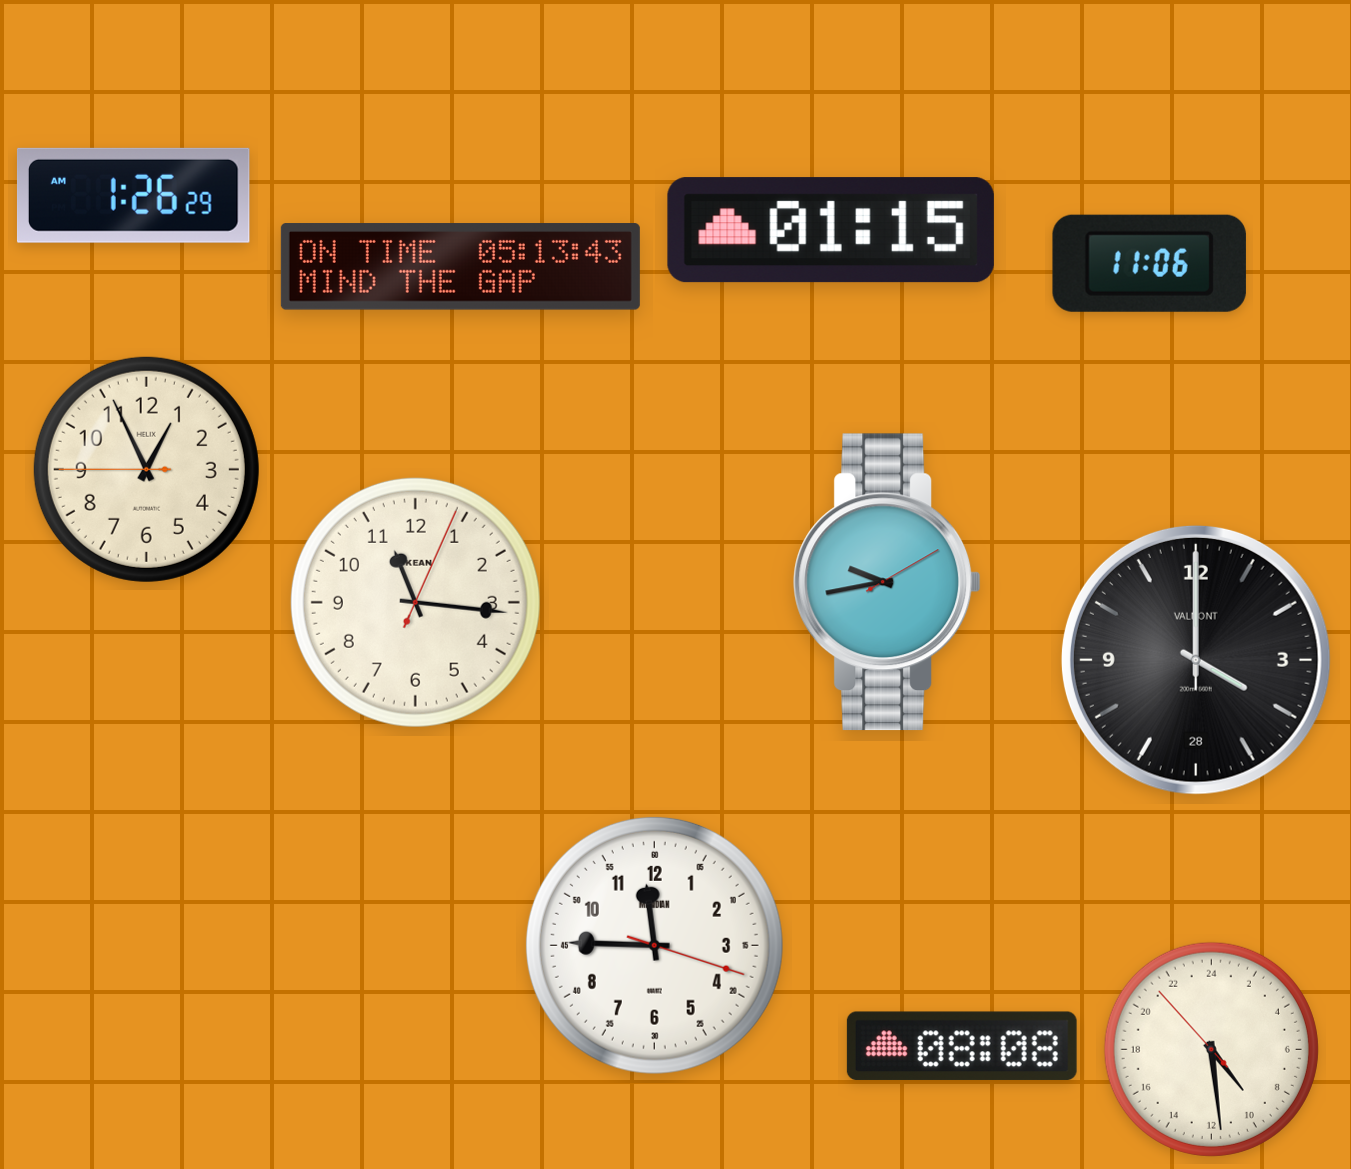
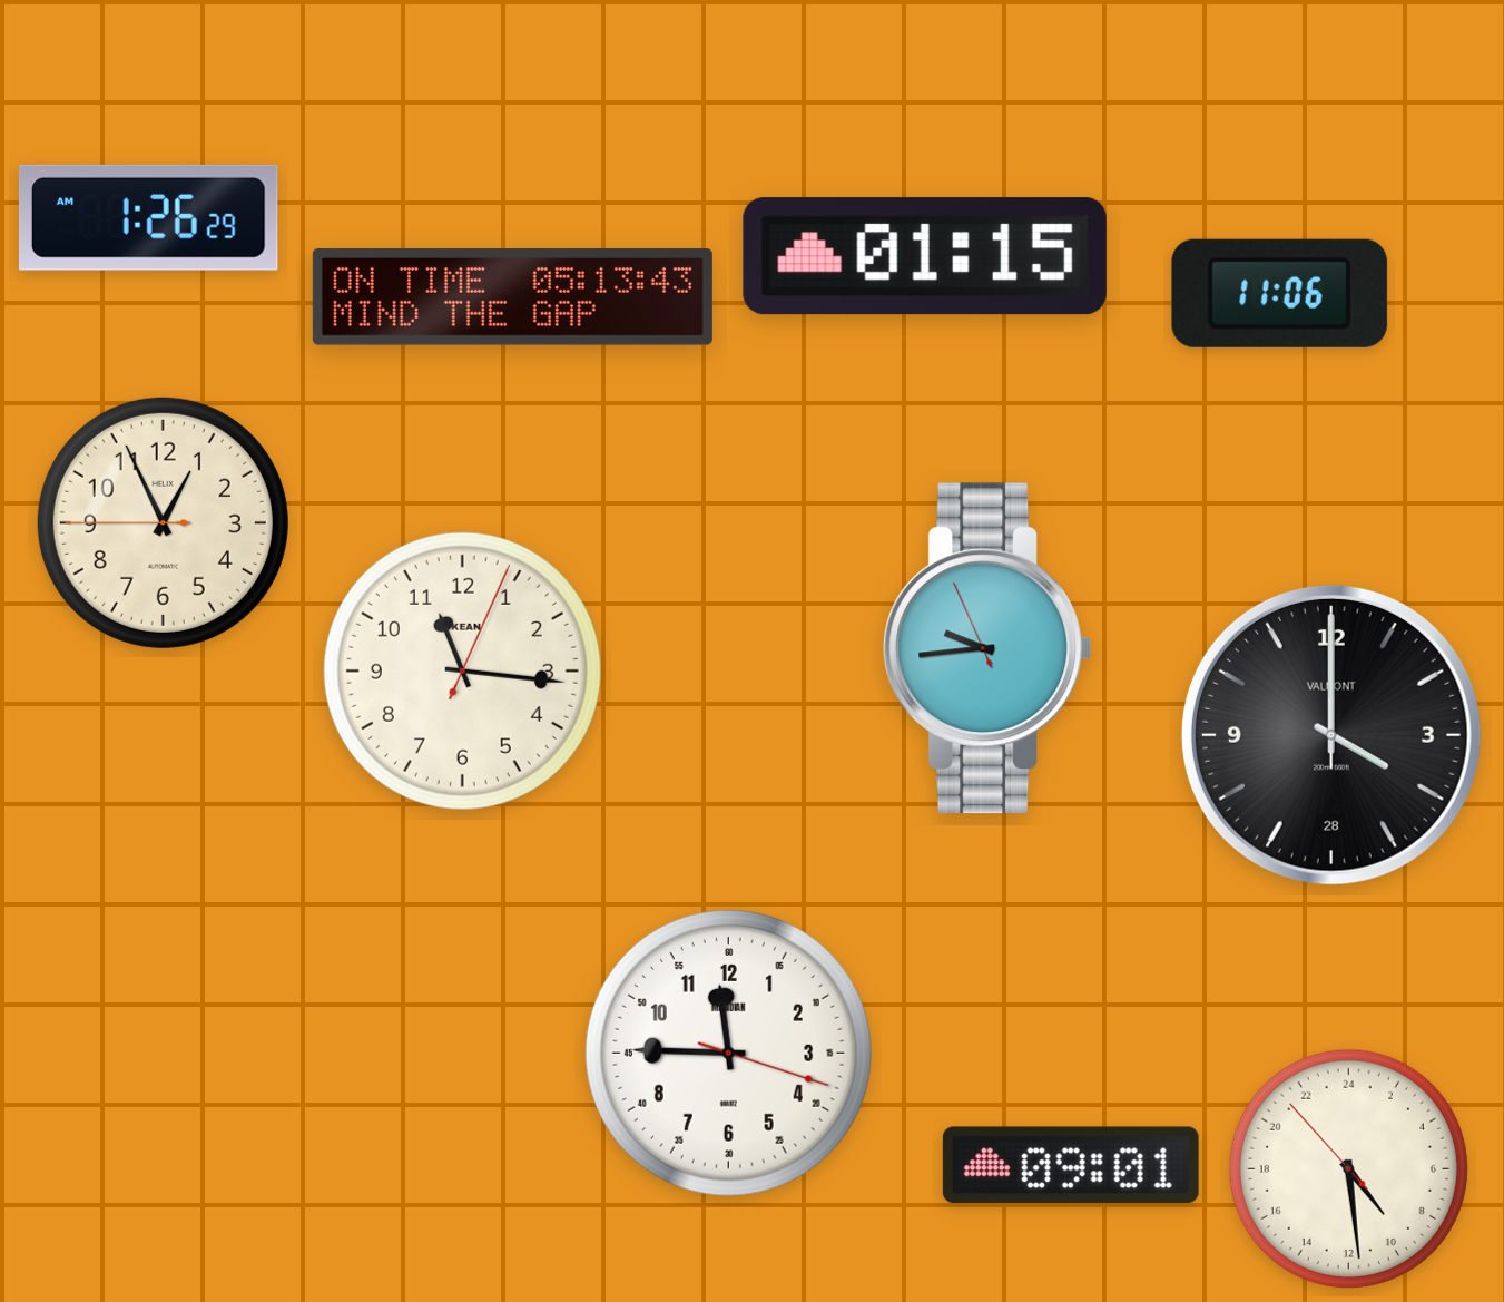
clock at (887, 582): 9:43:10 -> 9:43:56
clock at (962, 1046): 08:08 -> 09:01
